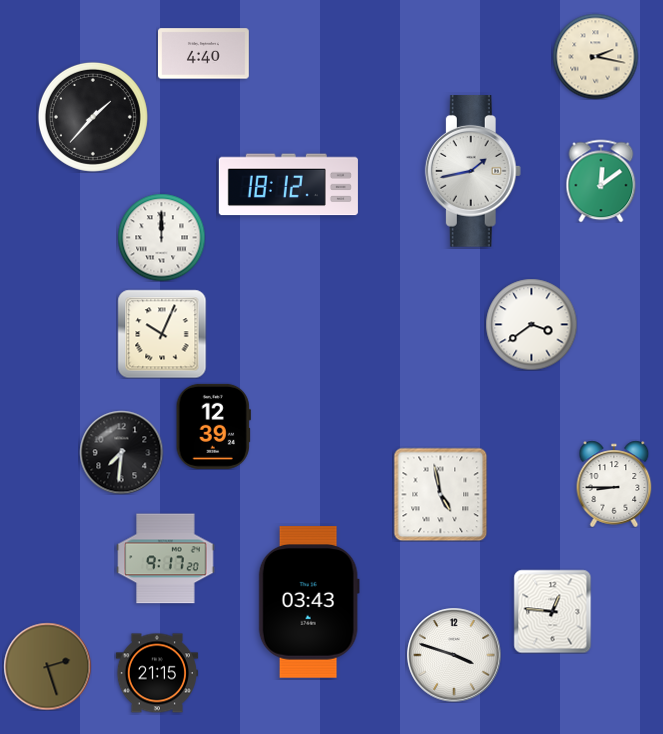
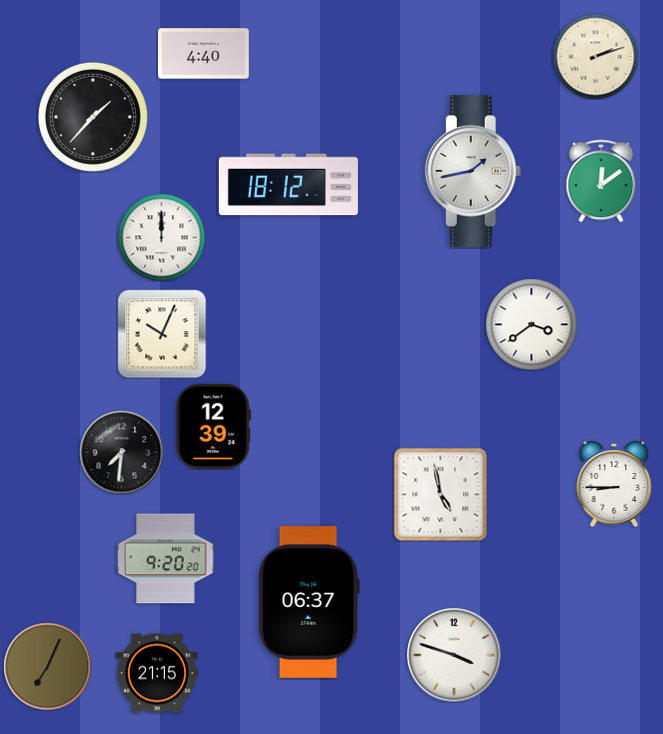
clock at (595, 56): 2:17 -> 2:12
clock at (166, 559): 9:17 -> 9:20
clock at (309, 602): 03:43 -> 06:37
clock at (553, 611): 12:46 -> none
clock at (47, 666): 2:27 -> 7:04
